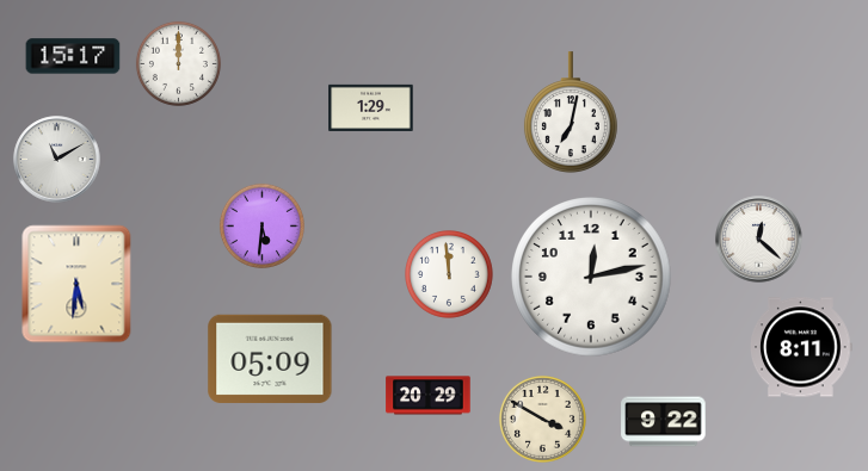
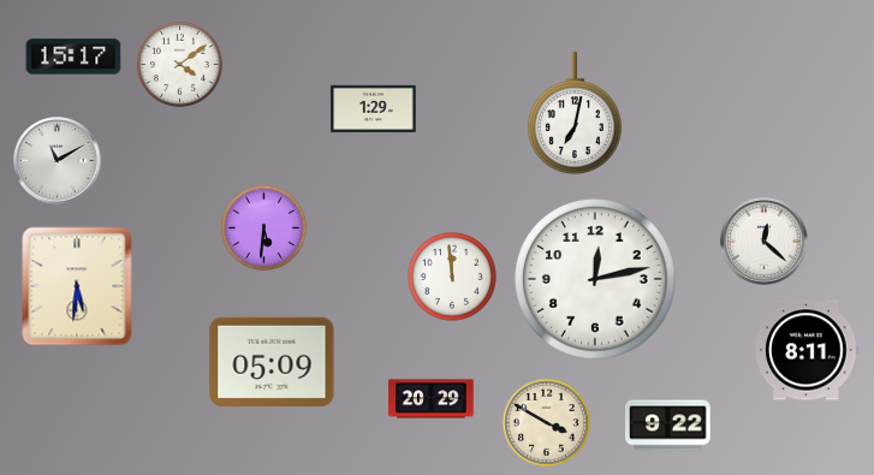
clock at (178, 63): 12:00 -> 4:09
